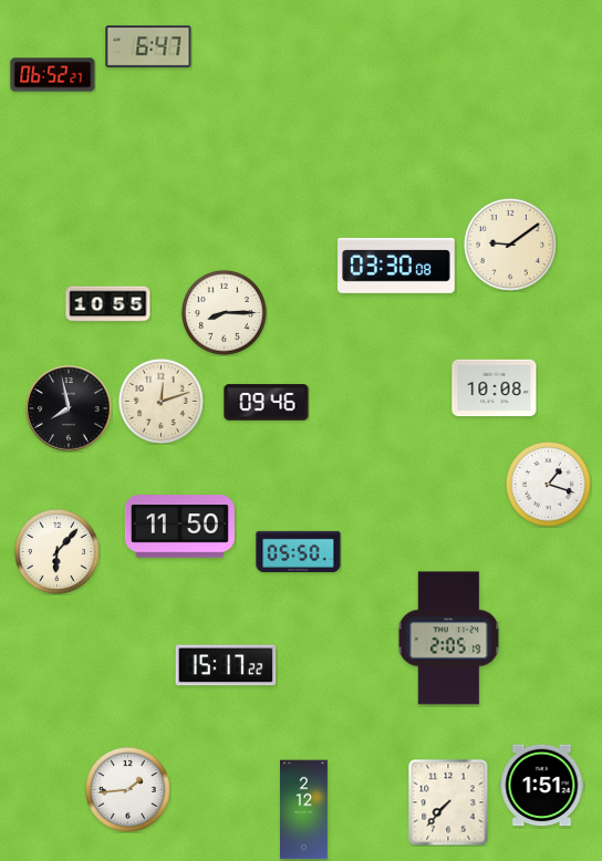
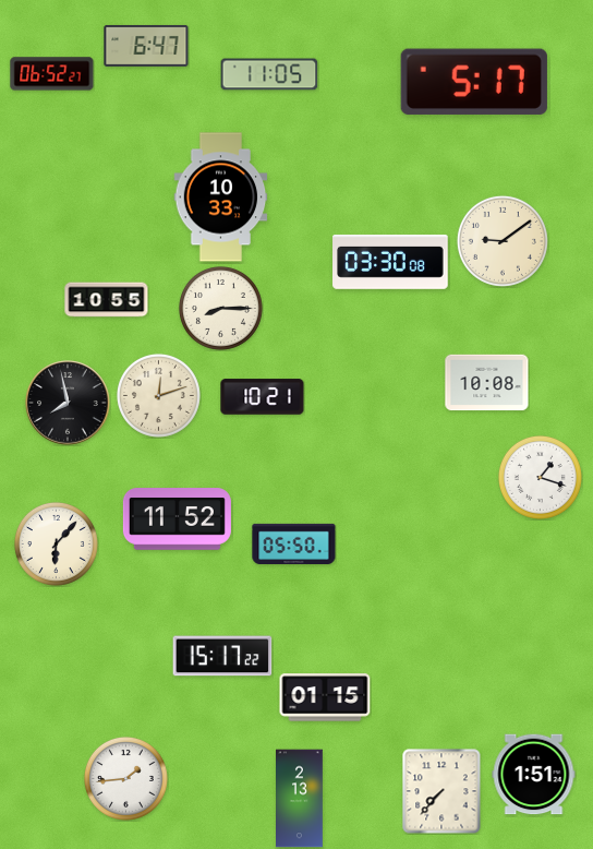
clock at (269, 74): none -> 11:05
clock at (474, 81): none -> 5:17
clock at (221, 198): none -> 10:33
clock at (267, 403): 09:46 -> 10:21
clock at (179, 527): 11:50 -> 11:52
clock at (449, 639): 2:05 -> none
clock at (325, 697): none -> 01:15
clock at (304, 810): 2:12 -> 2:13
